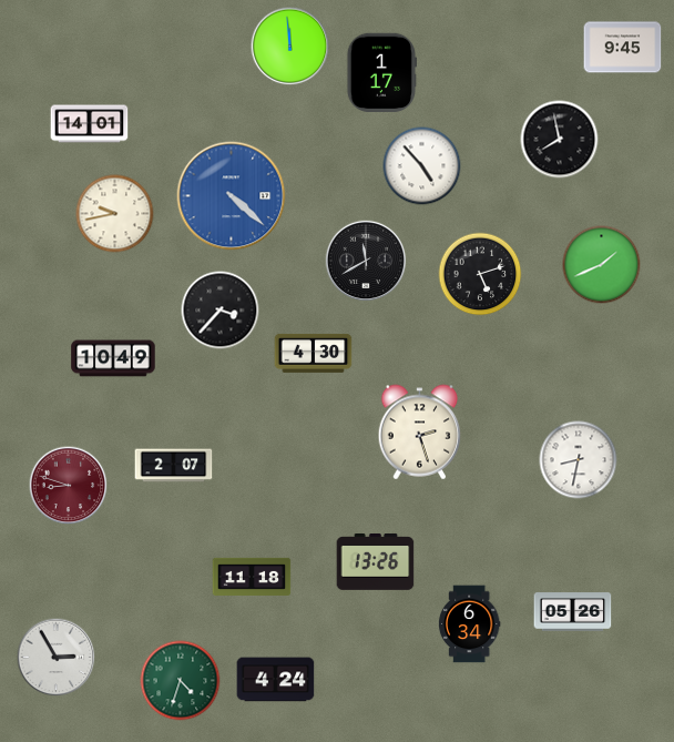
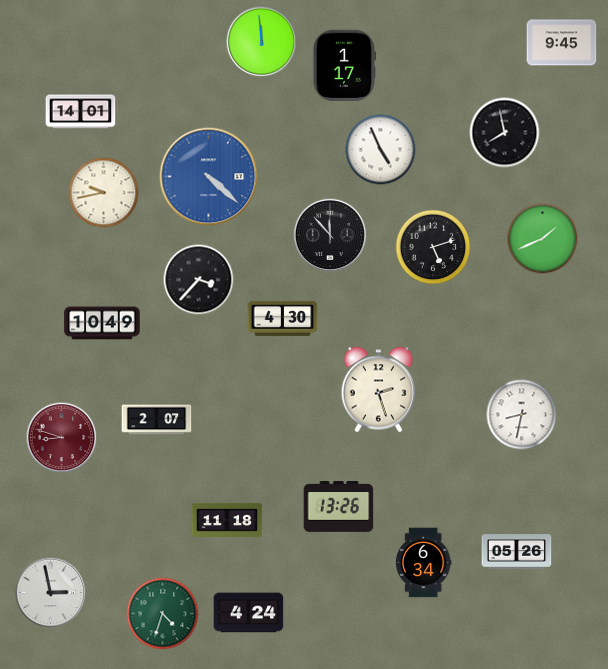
clock at (560, 140) position: (560, 140) -> (505, 133)
clock at (422, 166): 4:53 -> 4:56
clock at (366, 261): 11:40 -> 11:53
clock at (57, 658): 2:55 -> 2:58
